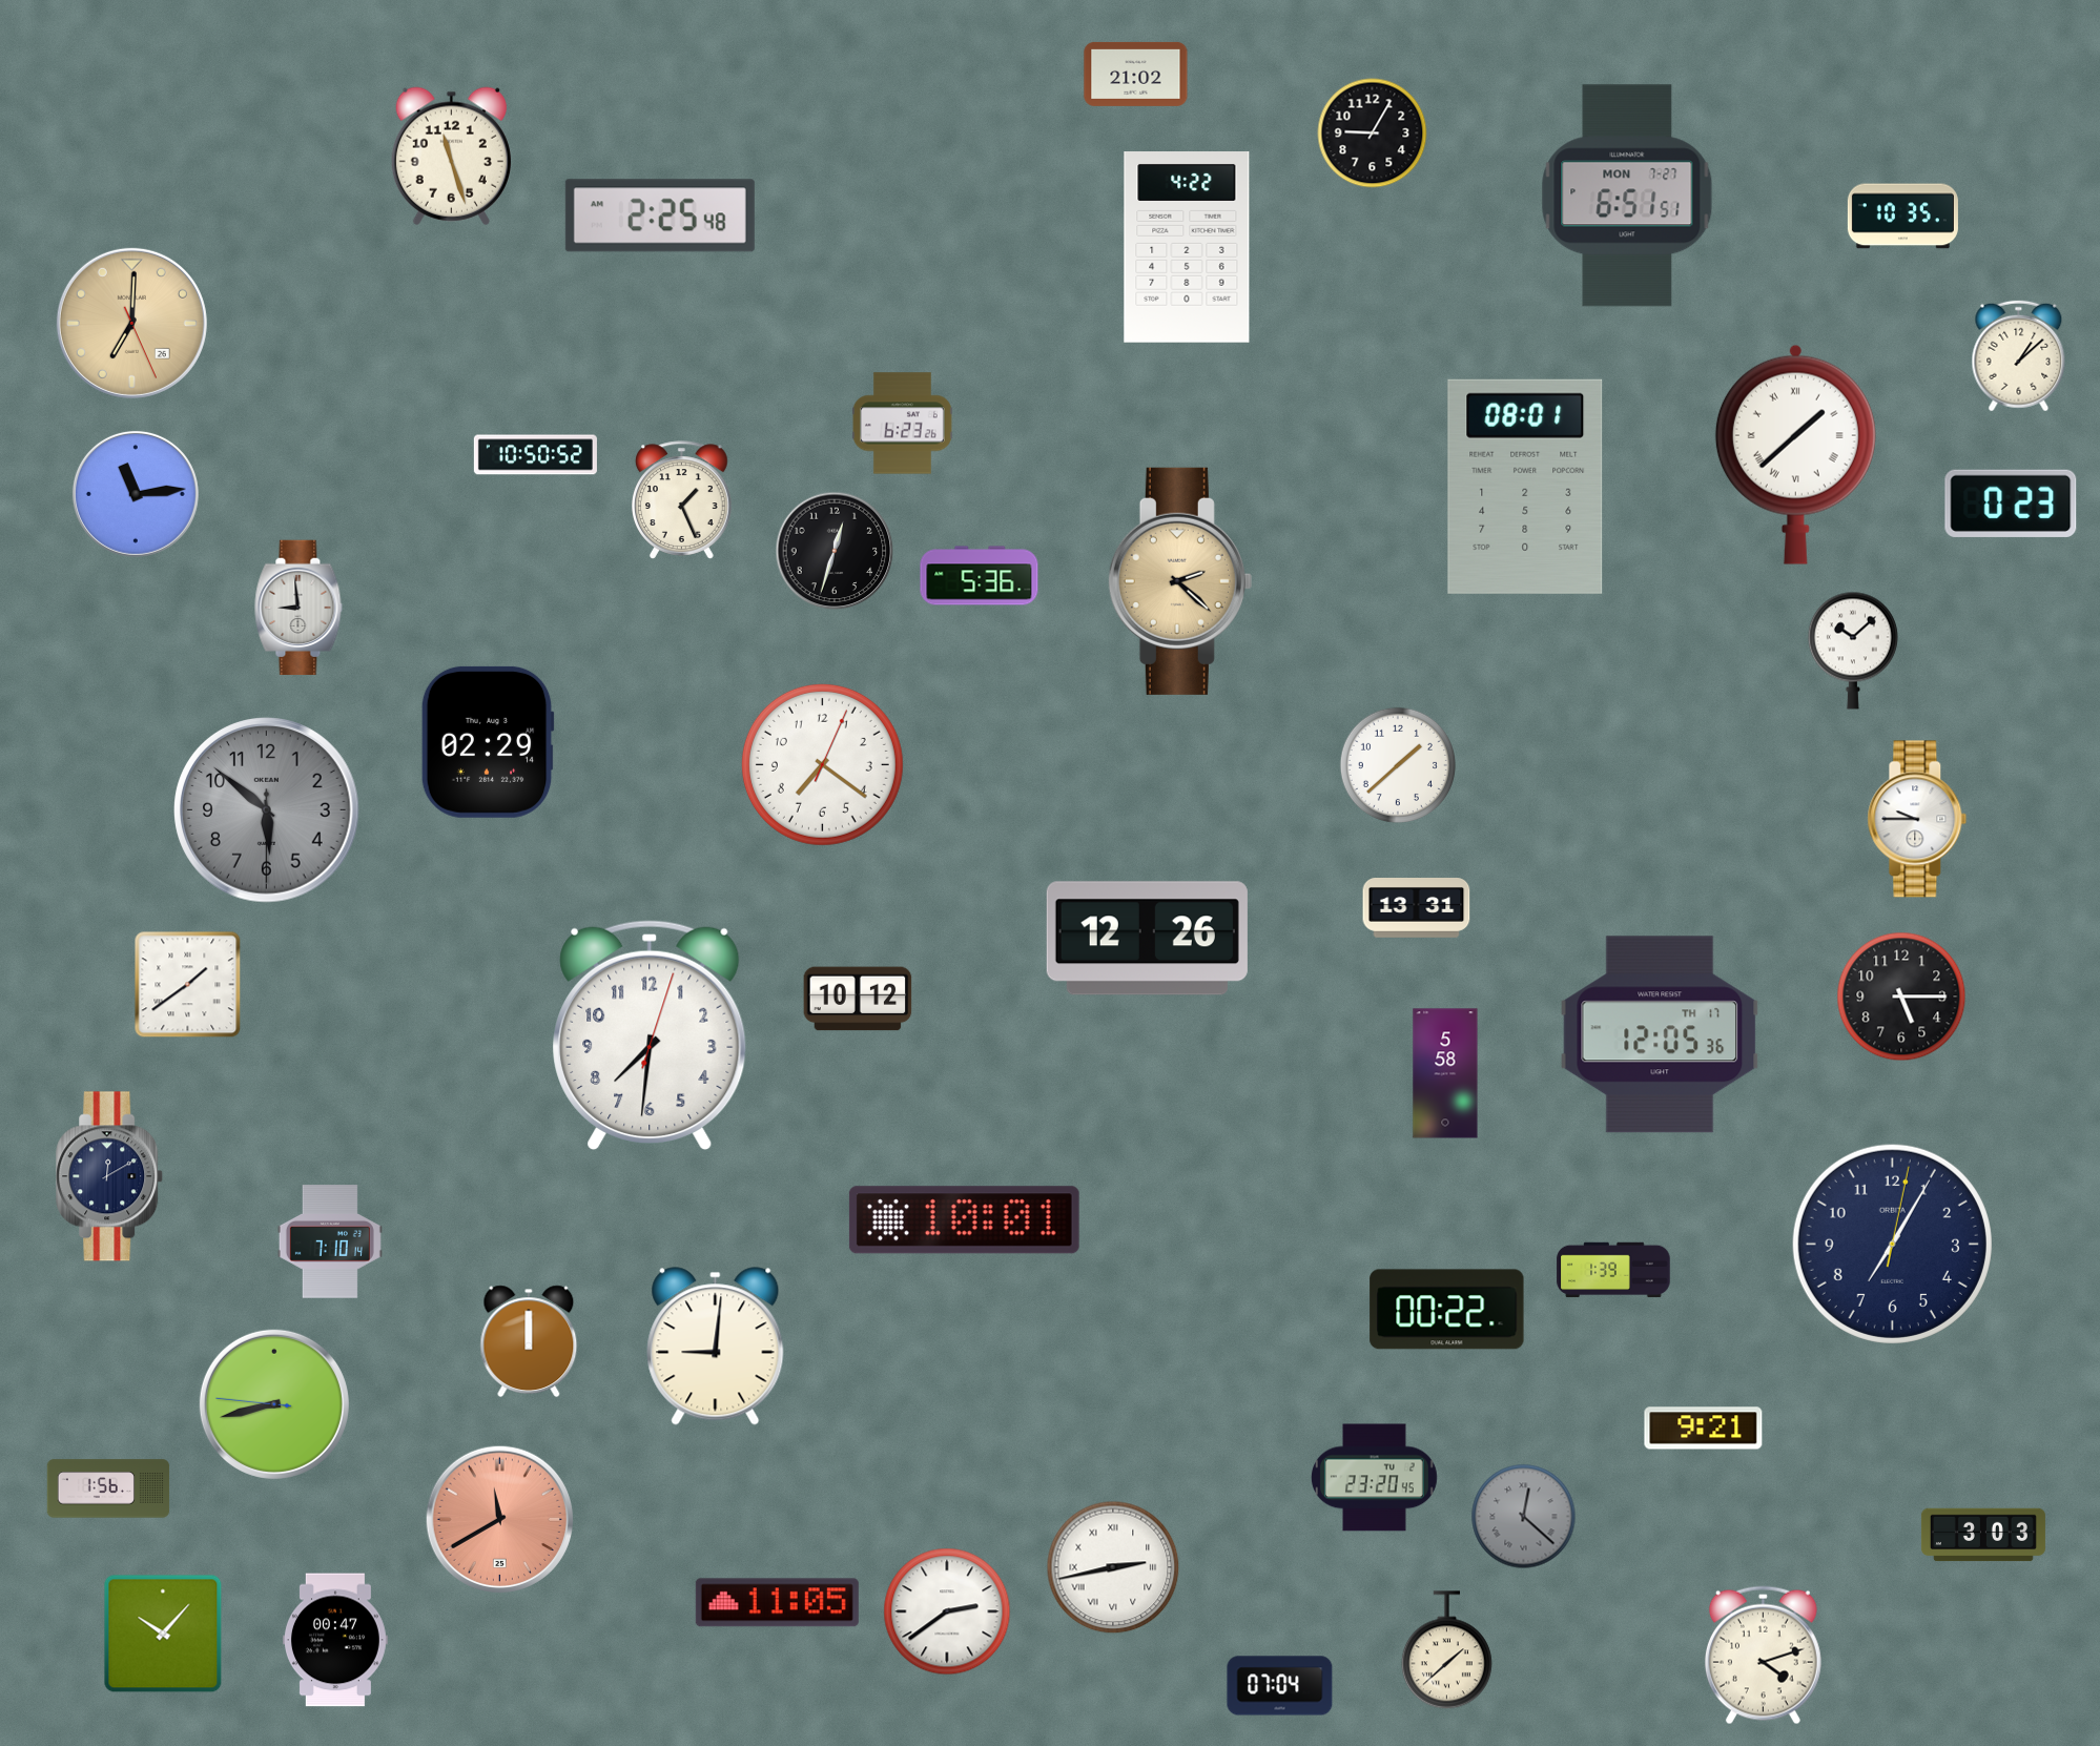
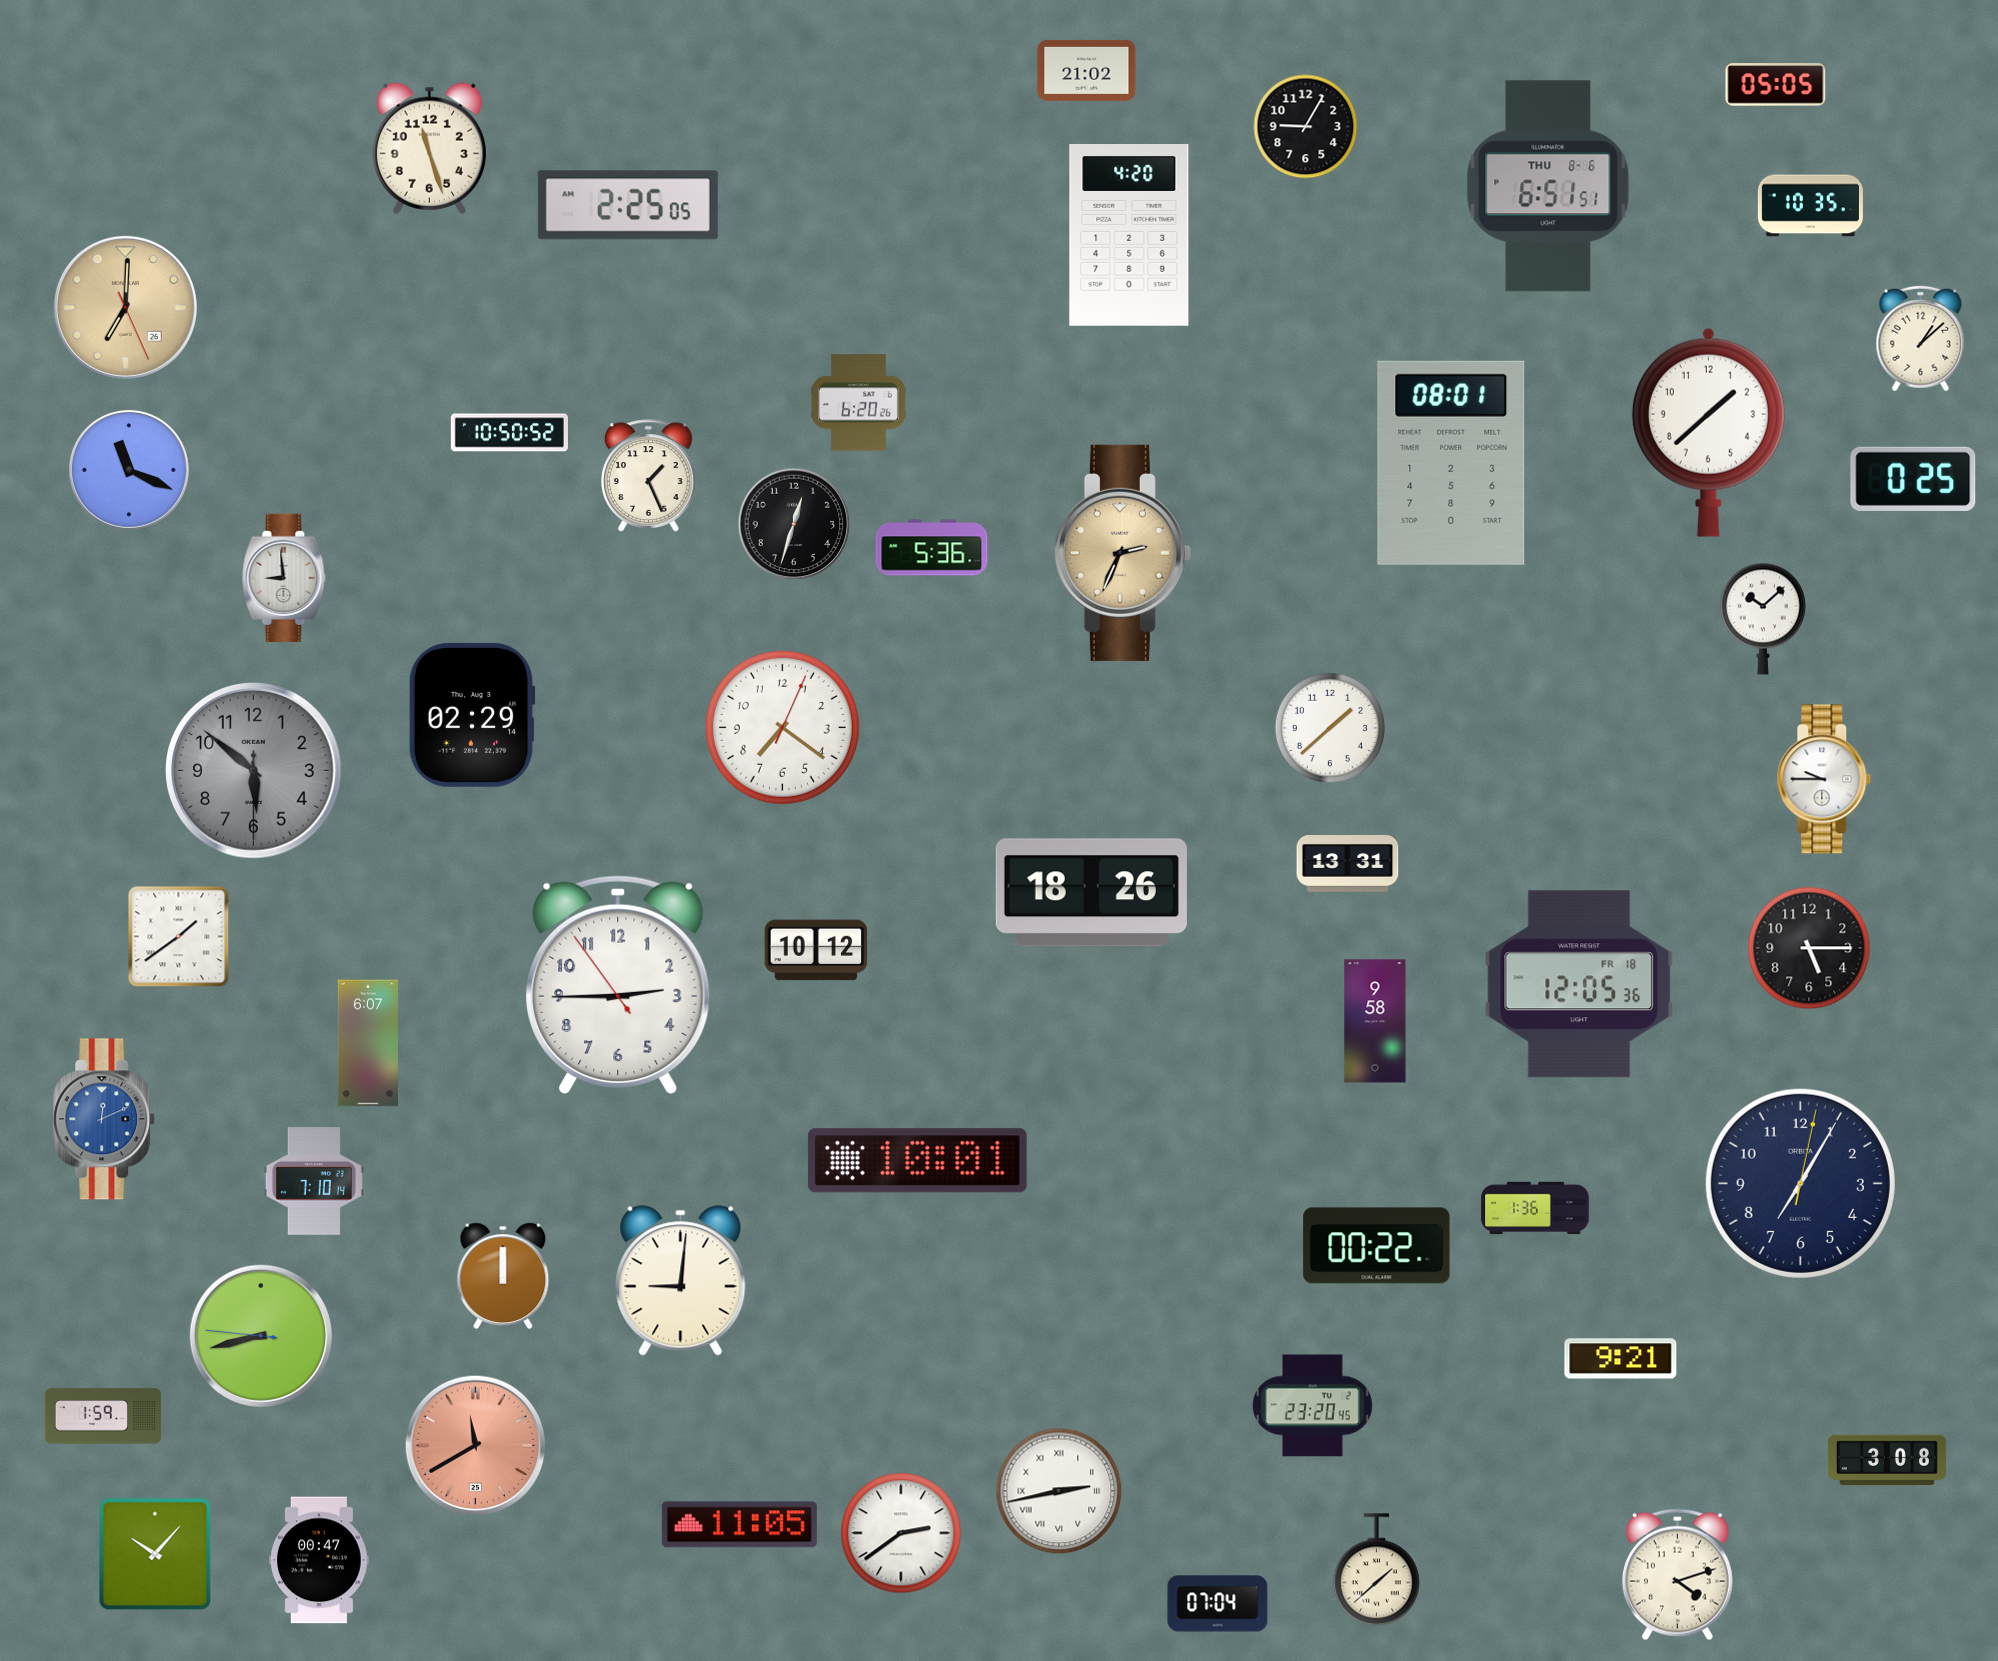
clock at (1136, 74) position: (1136, 74) -> (1087, 70)
clock at (1776, 85): none -> 05:05
clock at (1627, 196) date: MON 7-27 -> THU 8-6
clock at (660, 215): 2:25:48 -> 2:25:05
clock at (1187, 248): 4:22 -> 4:20
clock at (902, 424): 6:23 -> 6:20
clock at (1795, 454) numerals: Roman -> Arabic
clock at (136, 494): 11:14 -> 11:19
clock at (2011, 504): 0:23 -> 0:25
clock at (1180, 581): 2:22 -> 2:34
clock at (488, 742) position: (488, 742) -> (472, 715)
clock at (1147, 939): 12:26 -> 18:26
clock at (650, 1034): 7:31 -> 2:44
clock at (1660, 1034) date: TH 17 -> FR 18
clock at (1445, 1073): 5:58 -> 9:58
clock at (367, 1043): none -> 6:07
clock at (110, 1176): 12:10 -> 12:11
clock at (110, 1176) dial: navy -> blue
clock at (1613, 1270): 1:39 -> 1:36
clock at (1374, 1478) position: (1374, 1478) -> (1312, 1406)
clock at (108, 1488): 1:56 -> 1:59
clock at (1524, 1517): 12:22 -> none
clock at (1983, 1535): 3:03 -> 3:08
